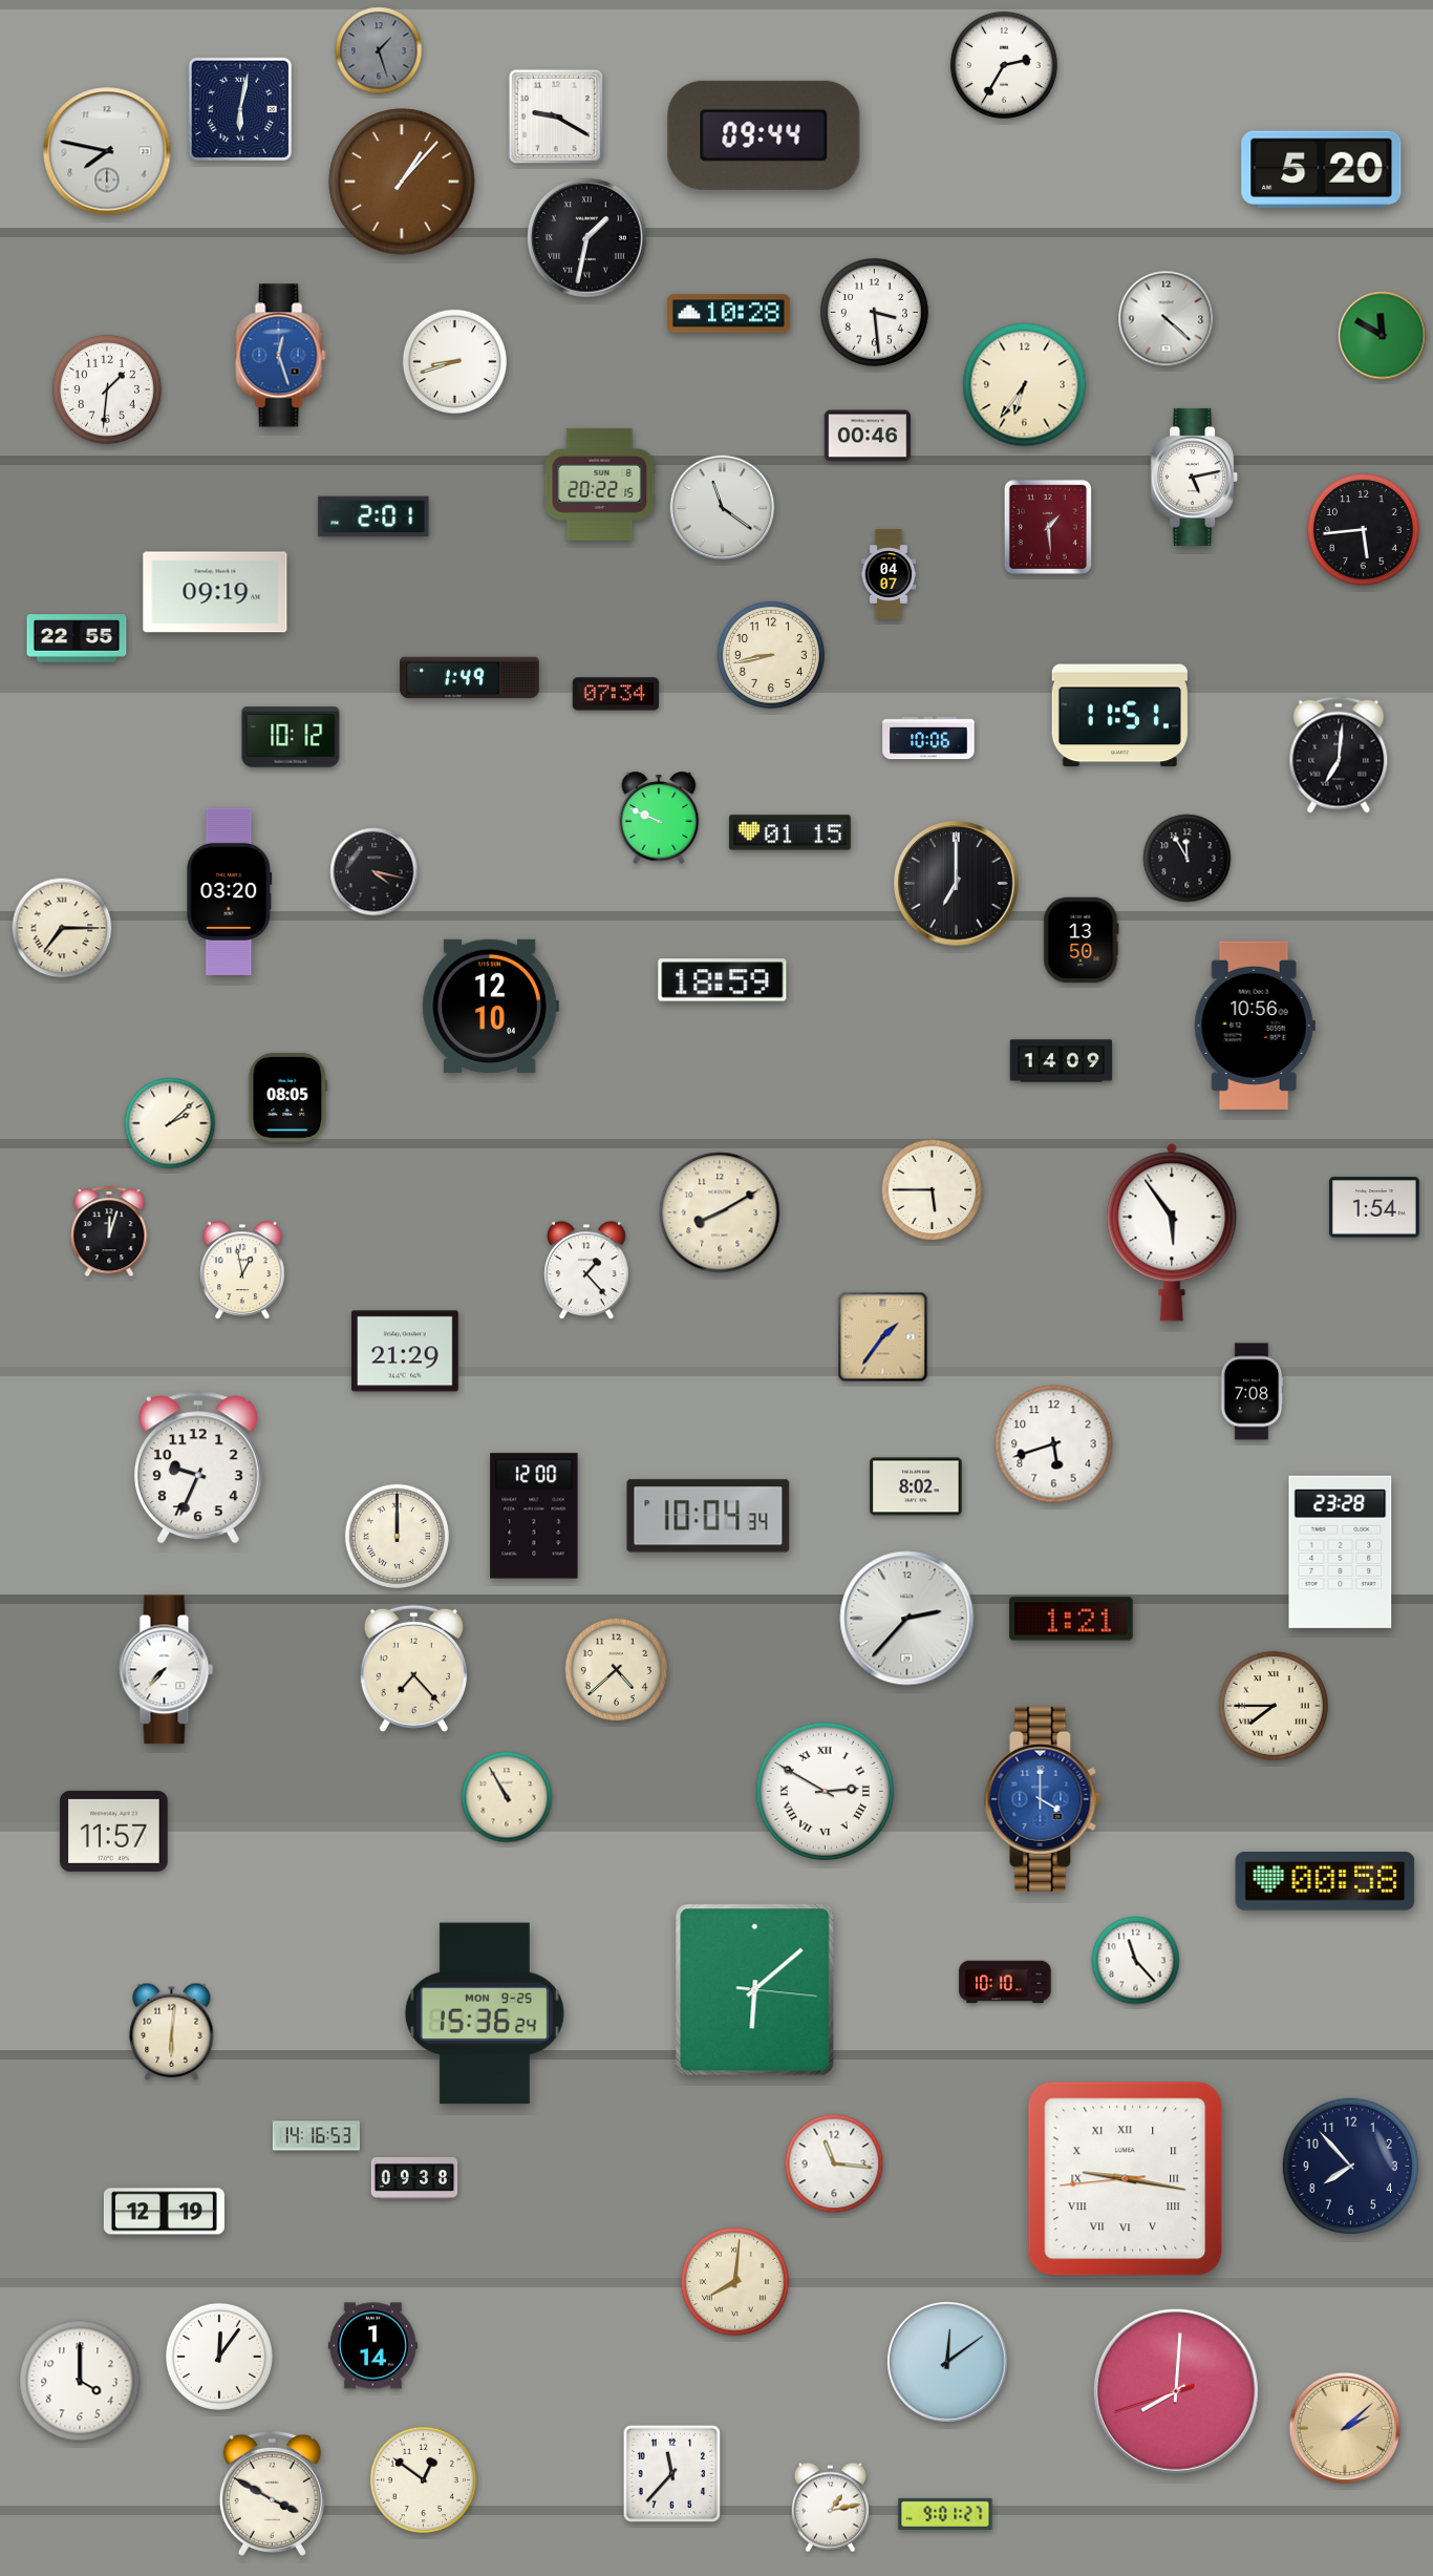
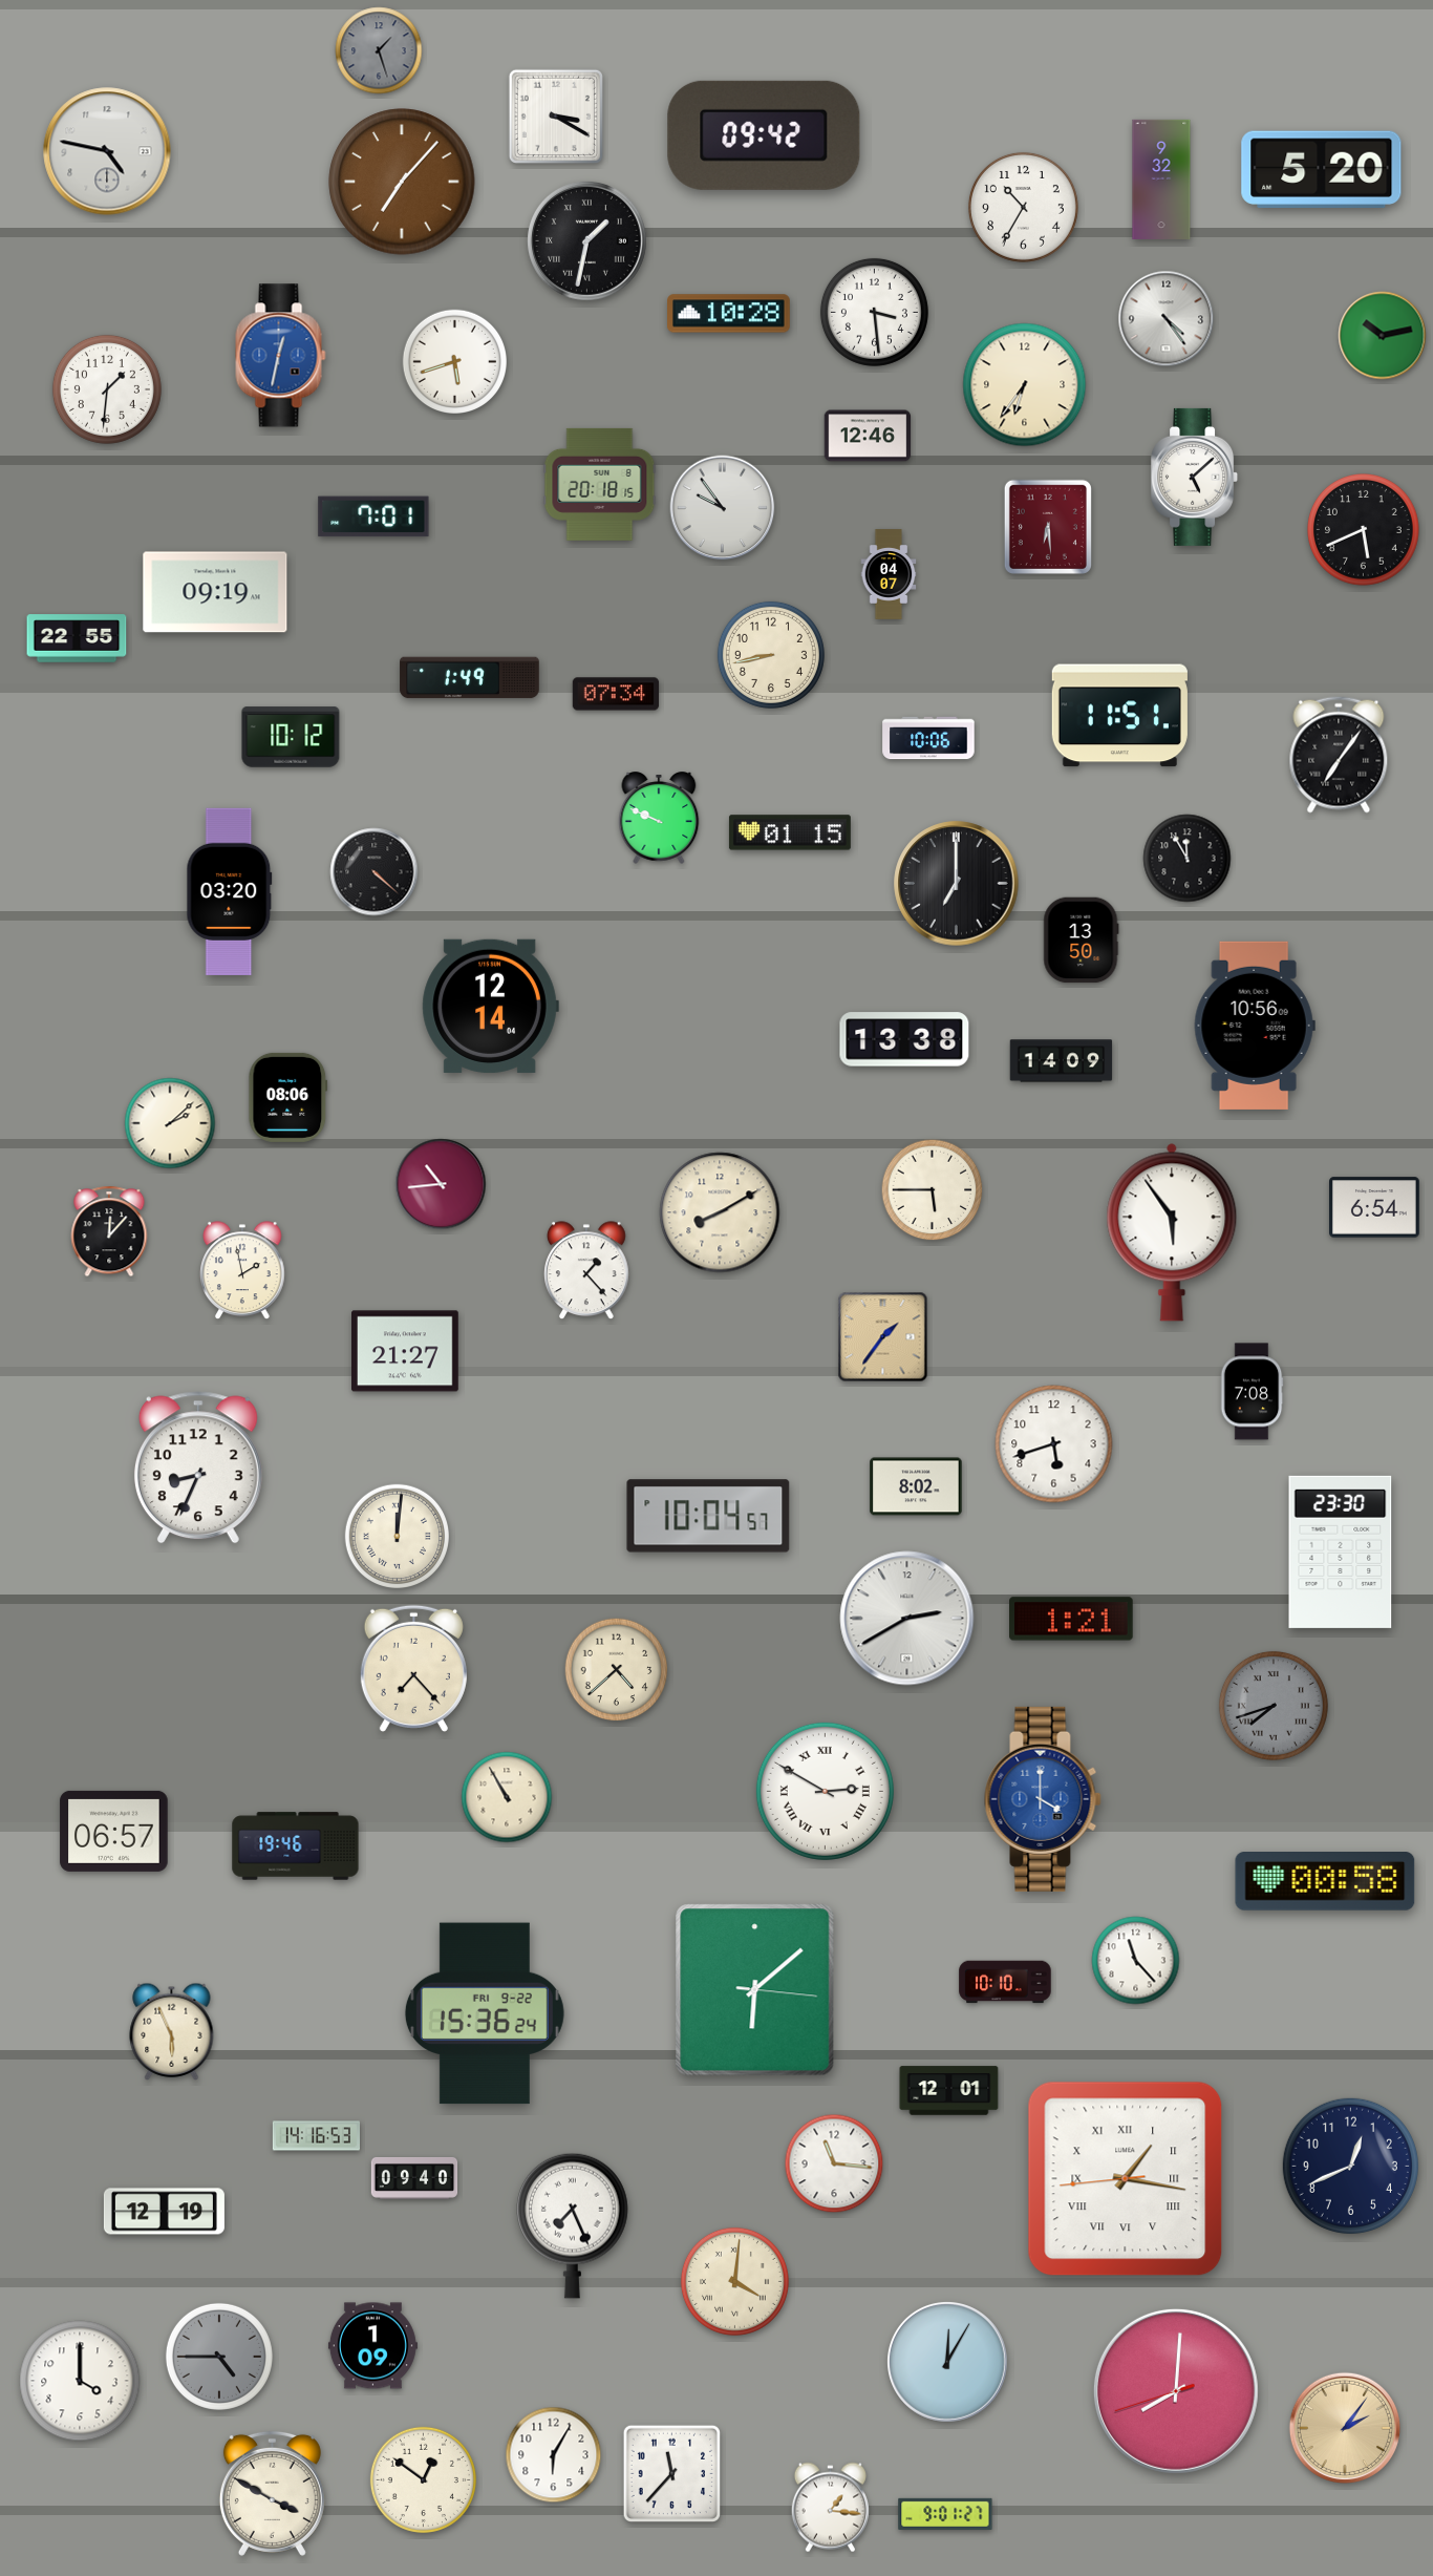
clock at (1004, 65): 2:35 -> none
clock at (240, 109): 6:02 -> none
clock at (555, 115): 9:20 -> 3:20
clock at (764, 135): 09:44 -> 09:42
clock at (107, 151): 7:47 -> 4:47
clock at (1161, 180): none -> 9:32
clock at (402, 182): 1:07 -> 7:07
clock at (1023, 207): none -> 10:35
clock at (586, 237) position: (586, 237) -> (586, 240)
clock at (1167, 319): 4:22 -> 4:24
clock at (1383, 336): 11:50 -> 10:13
clock at (281, 356): 12:27 -> 12:32
clock at (454, 361): 8:42 -> 5:42
clock at (868, 436): 00:46 -> 12:46
clock at (1195, 477): 5:13 -> 5:08
clock at (600, 484): 20:22 -> 20:18
clock at (723, 508): 11:21 -> 9:54
clock at (373, 516): 2:01 -> 7:01
clock at (1048, 527): 1:29 -> 6:29
clock at (1364, 530): 5:44 -> 5:41
clock at (1339, 755): 7:01 -> 7:06
clock at (375, 872): 4:17 -> 4:22
clock at (62, 928): 7:15 -> none
clock at (723, 980): 18:59 -> none
clock at (490, 1006): 12:10 -> 12:14
clock at (904, 1039): none -> 13:38
clock at (288, 1097): 08:05 -> 08:06
clock at (441, 1184): none -> 10:44
clock at (1375, 1207): 1:54 -> 6:54
clock at (109, 1231): 12:03 -> 12:07
clock at (243, 1271): 12:58 -> 1:58
clock at (406, 1351): 21:29 -> 21:27
clock at (198, 1468): 9:34 -> 8:34
clock at (534, 1516): 12:00 -> none
clock at (708, 1516): 10:04:34 -> 10:04:57
clock at (397, 1536): 12:00 -> 12:01
clock at (1341, 1551): 23:28 -> 23:30
clock at (907, 1619): 2:37 -> 2:40
clock at (167, 1670): 7:37 -> none
clock at (1274, 1706): 7:45 -> 7:42
clock at (1274, 1706) dial: cream -> grey
clock at (114, 1831): 11:57 -> 06:57
clock at (296, 1846): none -> 19:46
clock at (485, 2013) date: MON 9-25 -> FRI 9-22
clock at (172, 2031): 6:01 -> 5:56
clock at (949, 2091): none -> 12:01
clock at (1350, 2166): 7:53 -> 12:41
clock at (414, 2178): 09:38 -> 09:40
clock at (1126, 2179): 9:16 -> 1:16
clock at (573, 2225): none -> 7:26
clock at (734, 2281): 8:01 -> 4:01
clock at (372, 2346): 1:14 -> 1:09
clock at (219, 2357): 12:06 -> 4:45
clock at (219, 2357) dial: white -> grey
clock at (947, 2362): 12:09 -> 12:05
clock at (1345, 2428): 2:08 -> 2:06
clock at (554, 2455): none -> 6:05
clock at (830, 2508): 1:13 -> 1:16
